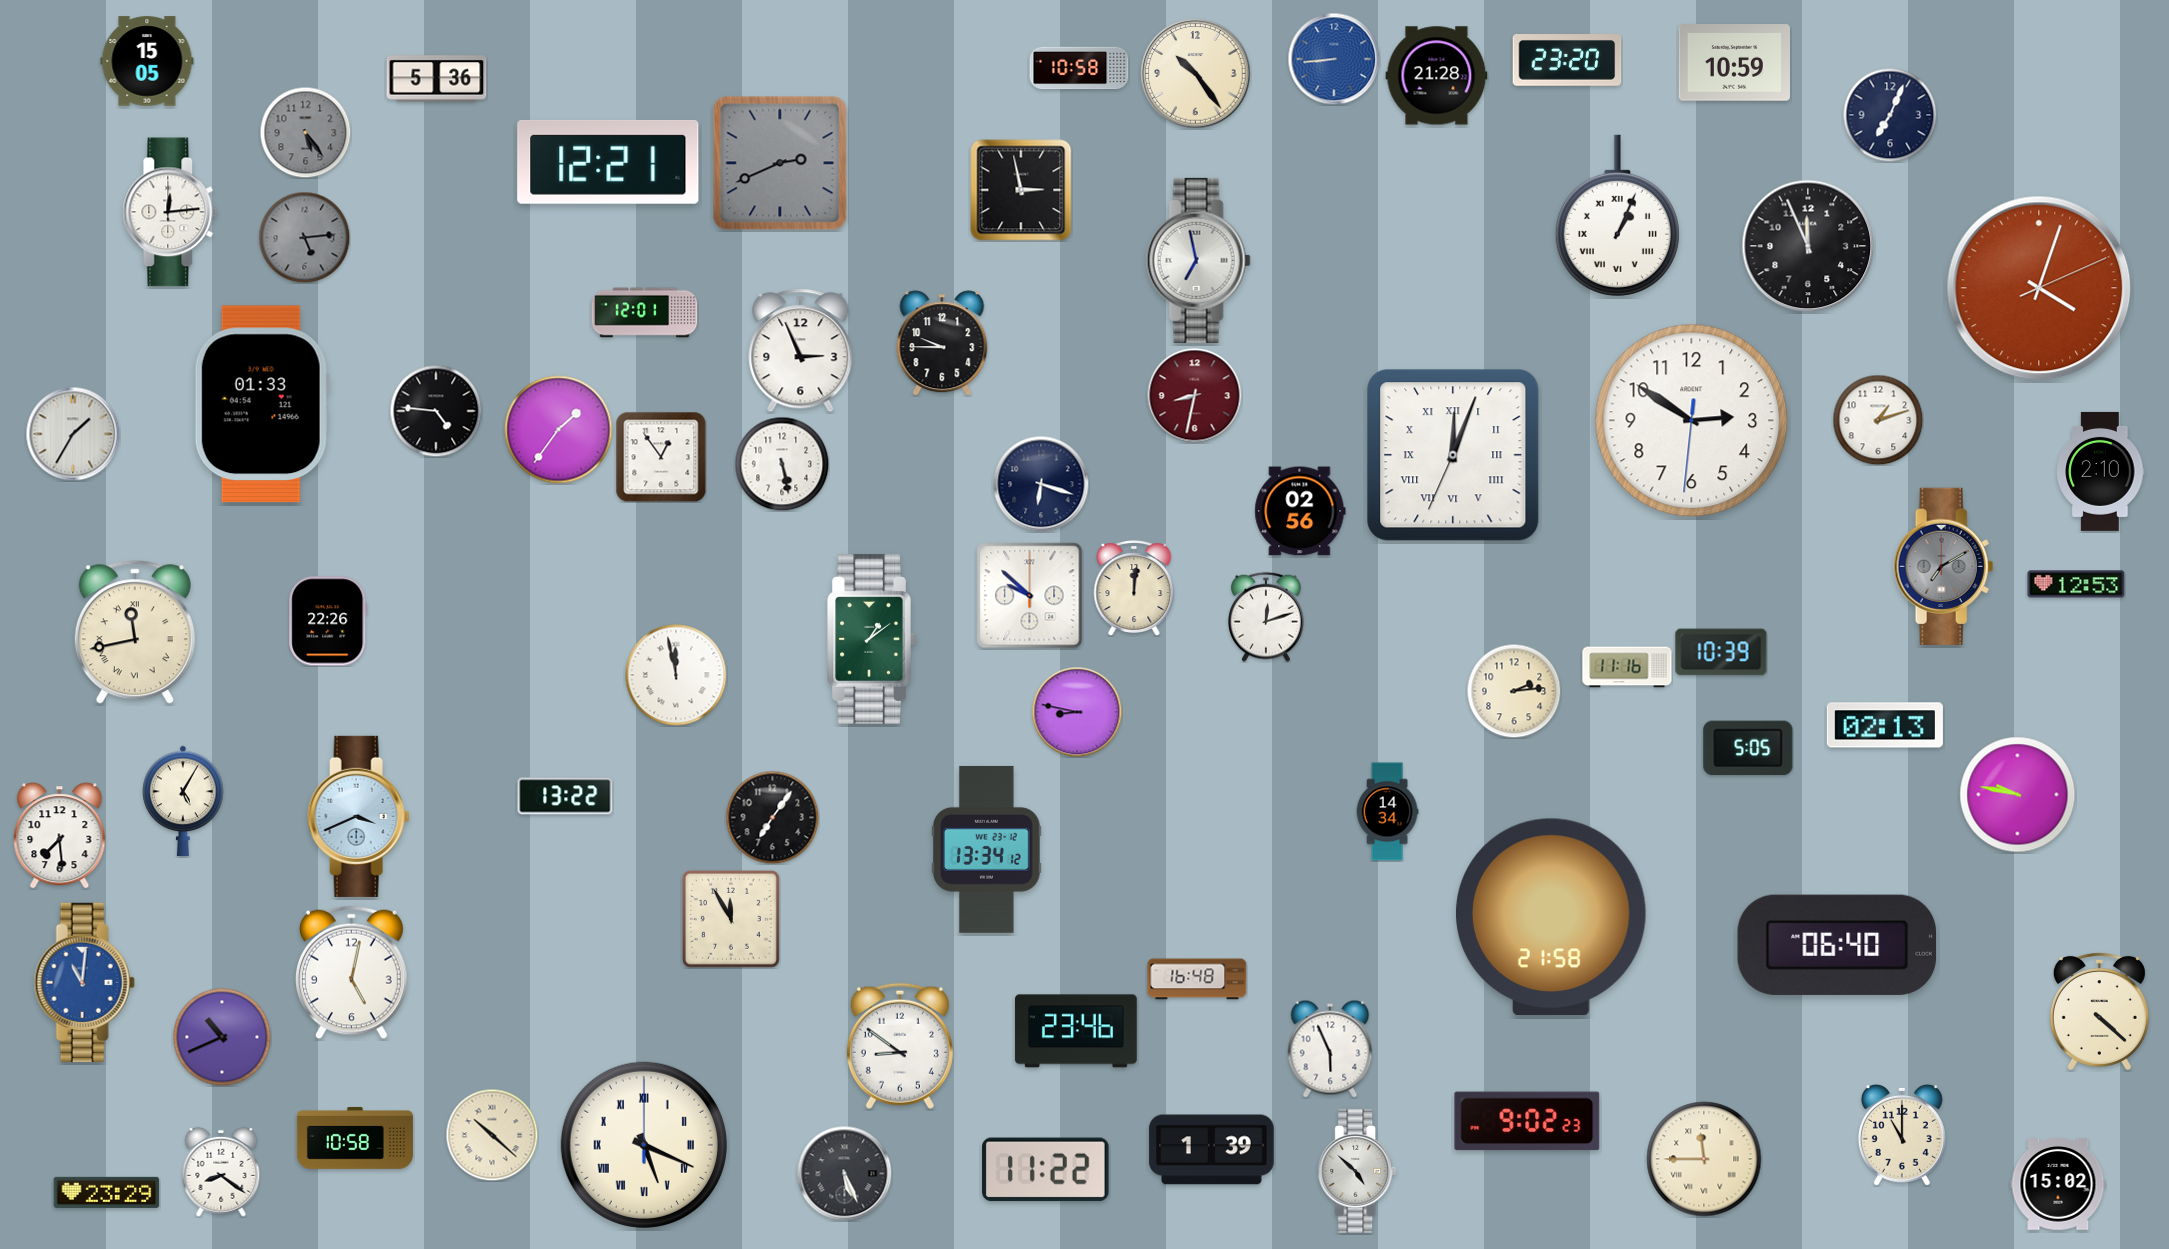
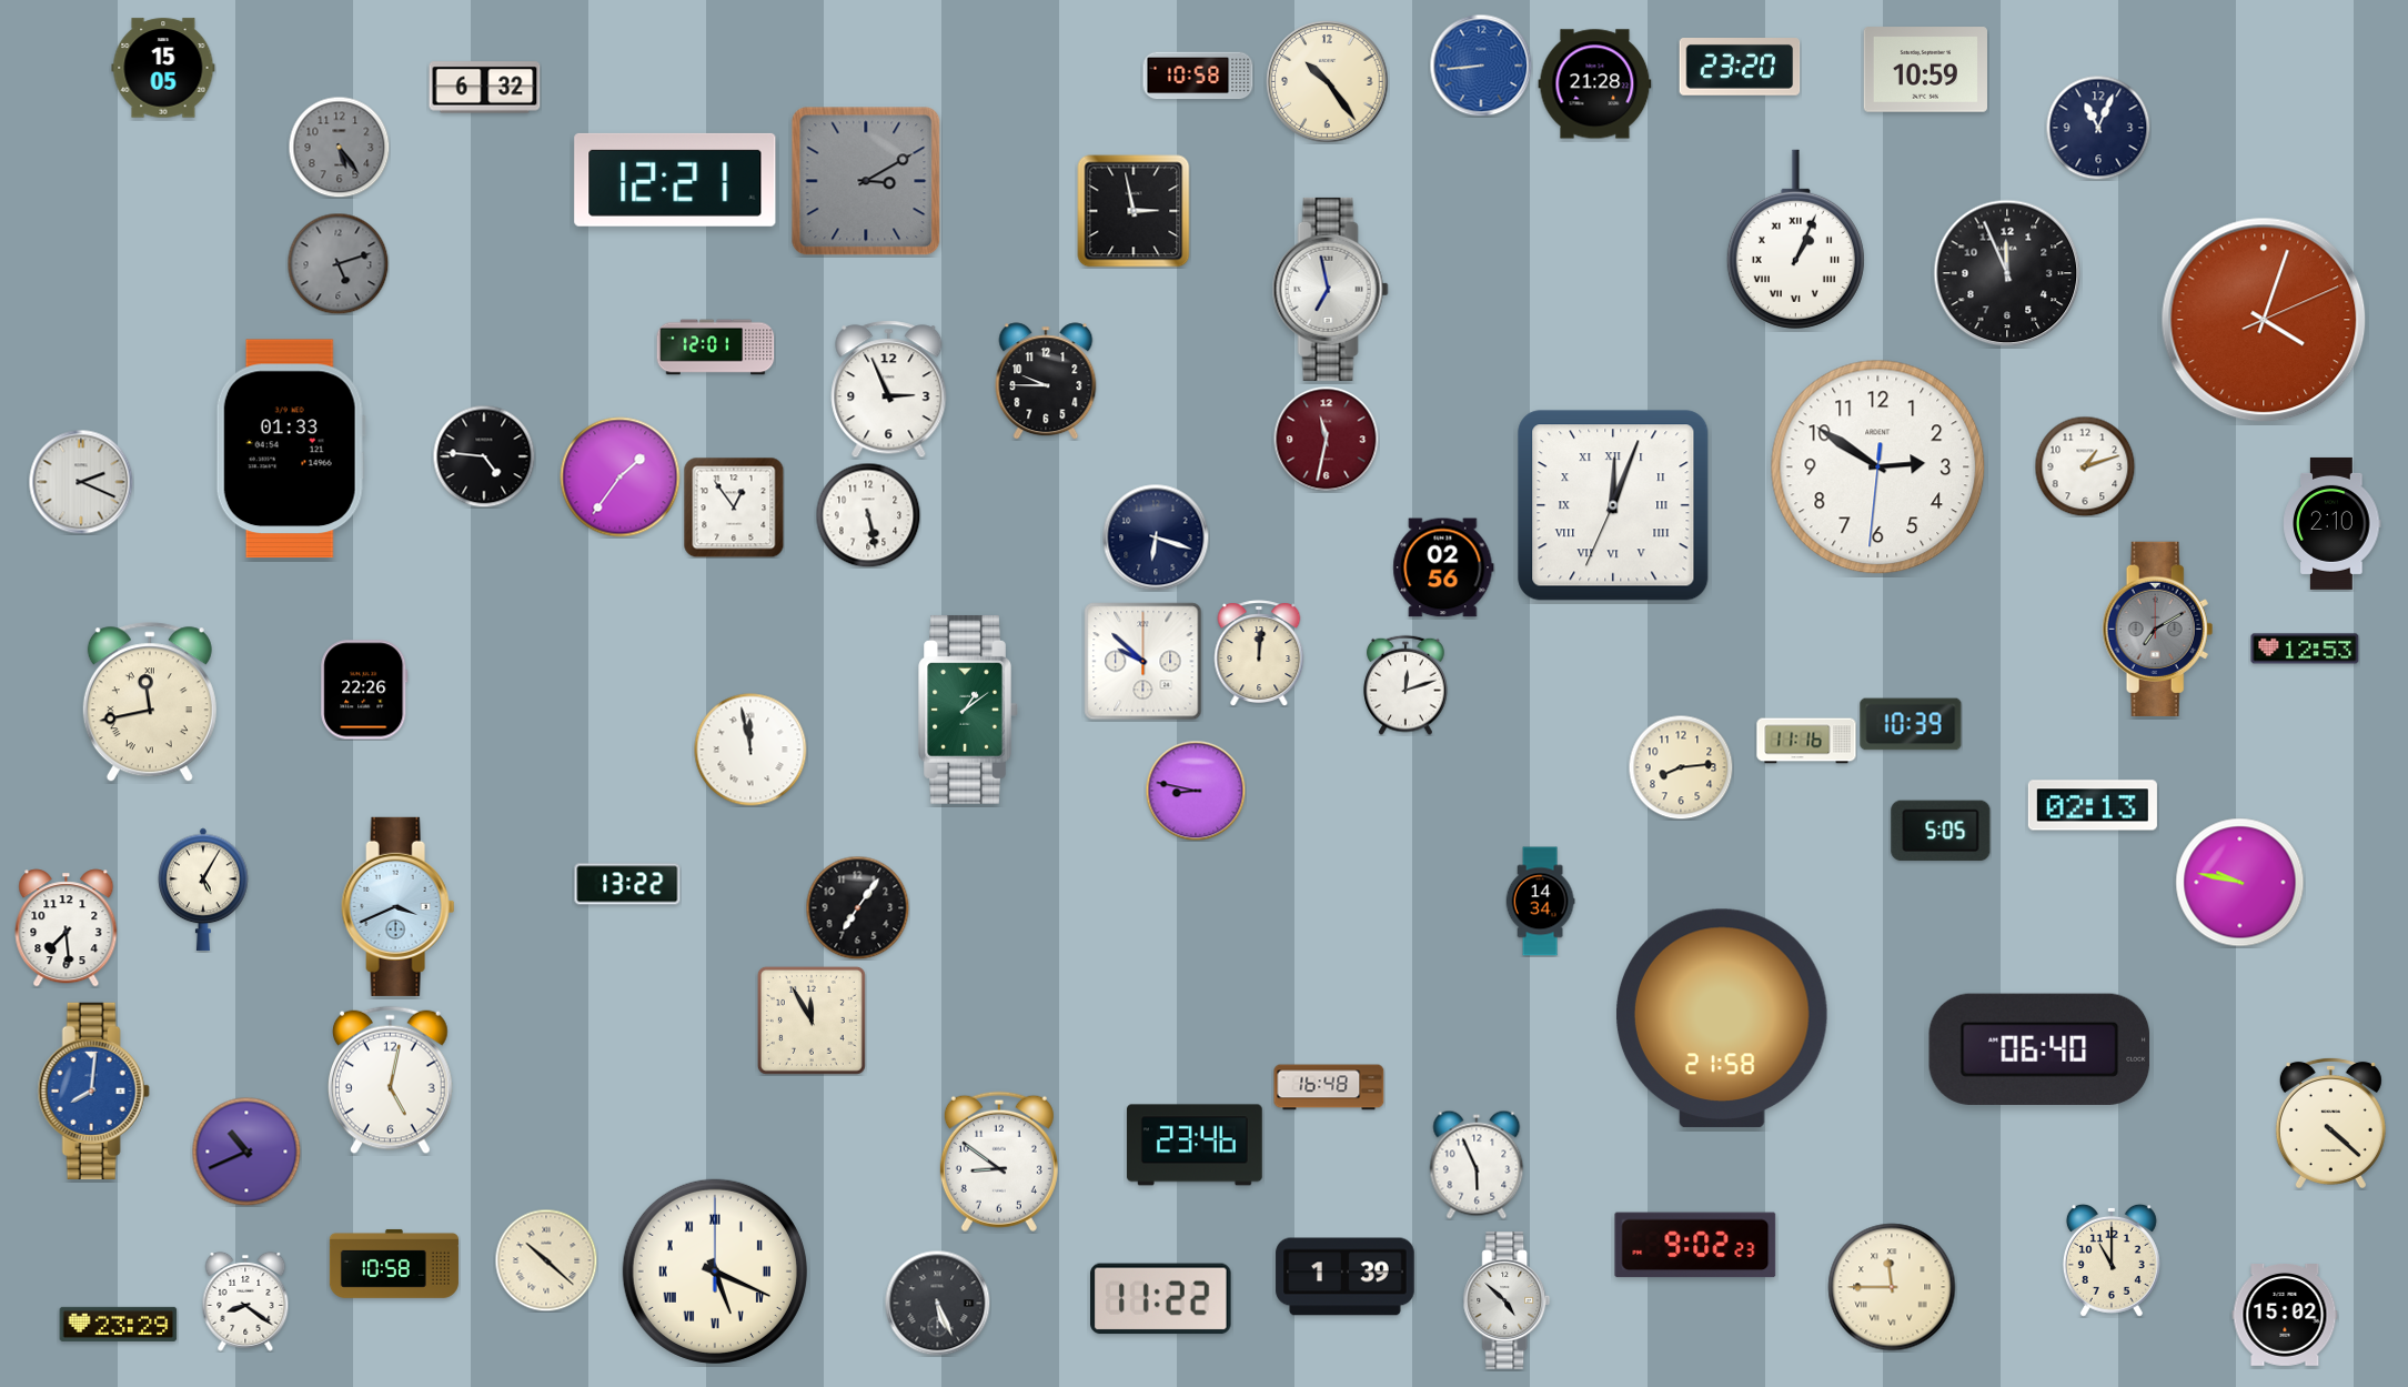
clock at (437, 79): 5:36 -> 6:32
clock at (1890, 115): 7:04 -> 11:04
clock at (780, 163): 2:41 -> 3:10
clock at (170, 212): 12:14 -> none
clock at (304, 237): 5:14 -> 5:12
clock at (1194, 395): 8:32 -> 11:32
clock at (73, 434): 1:35 -> 2:19
clock at (1514, 691): 2:14 -> 8:14
clock at (987, 849): 13:34 -> none
clock at (84, 982): 11:01 -> 8:01
